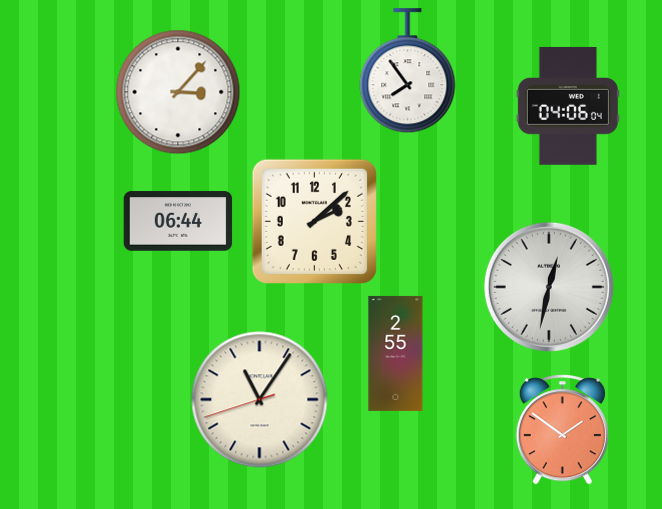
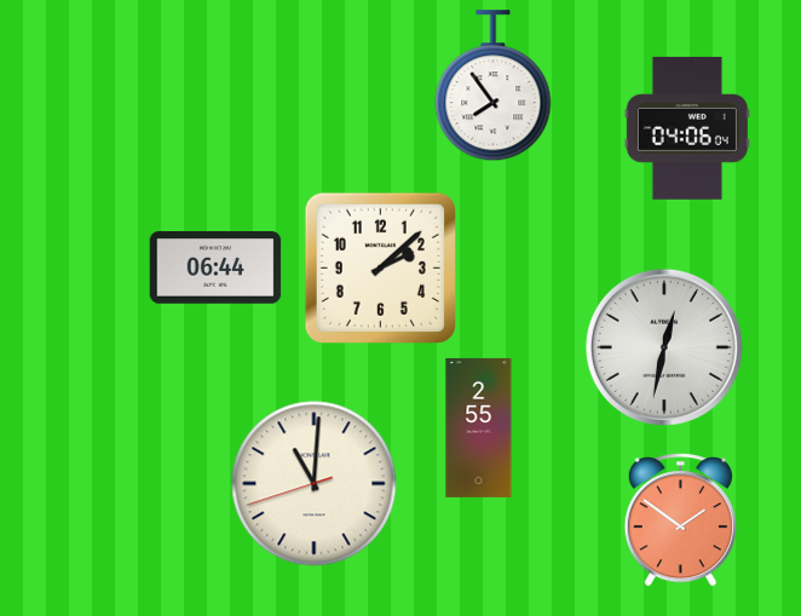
clock at (178, 92): 3:07 -> none
clock at (260, 400): 11:05 -> 11:00
